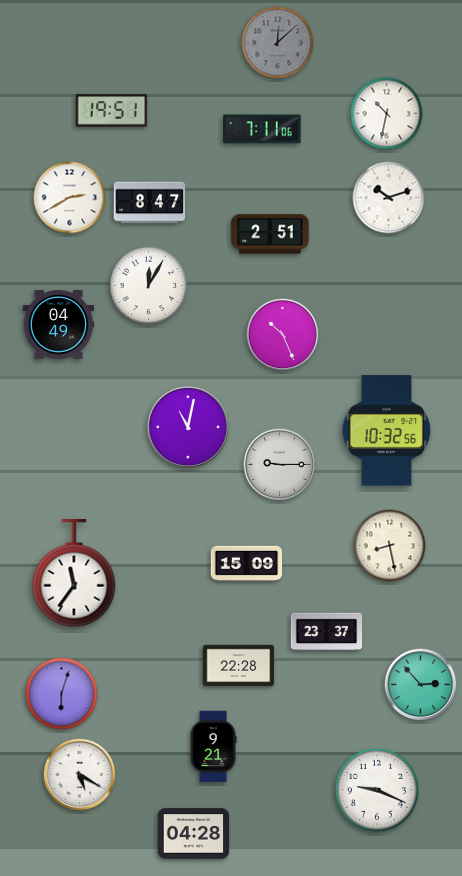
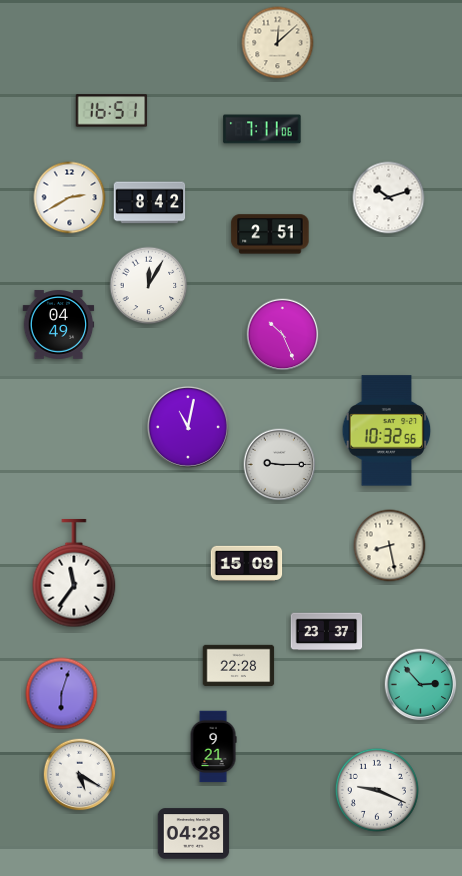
clock at (278, 43) dial: grey -> cream
clock at (112, 111): 19:51 -> 16:51
clock at (387, 114): 10:32 -> none
clock at (150, 203): 8:47 -> 8:42
